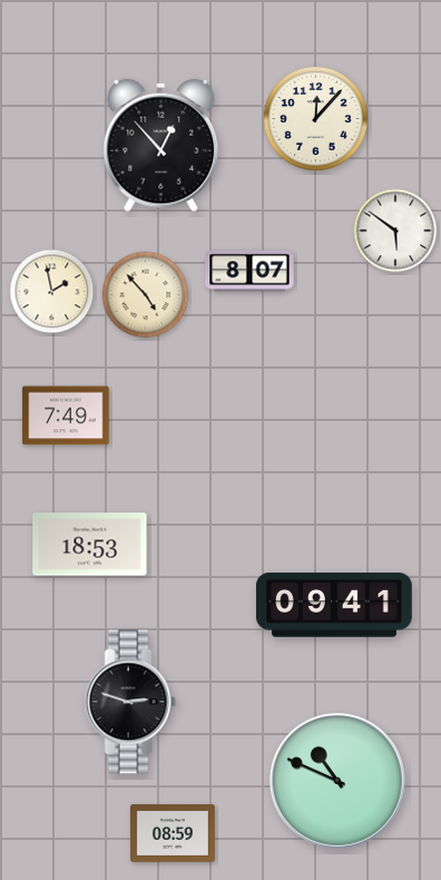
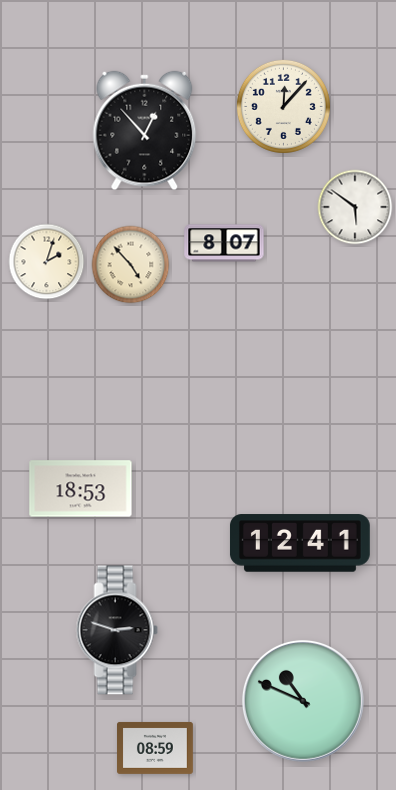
clock at (52, 292): 1:58 -> 2:03
clock at (66, 415): 7:49 -> none
clock at (334, 605): 09:41 -> 12:41
